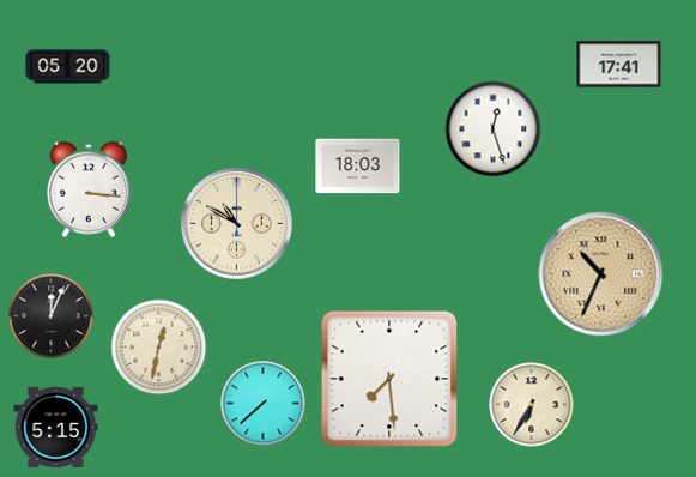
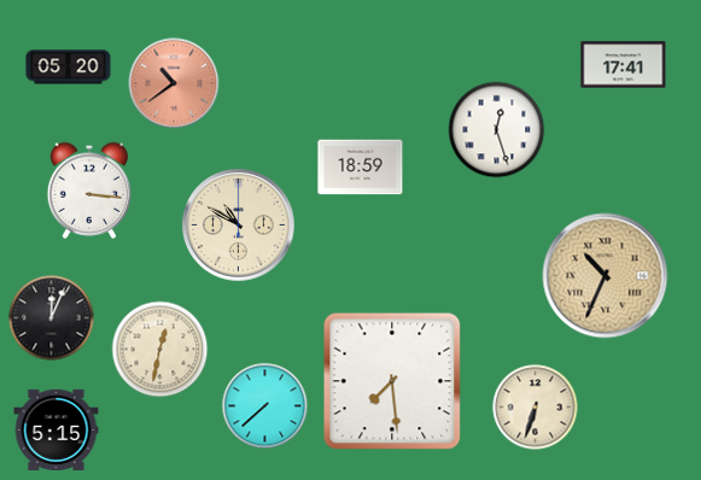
clock at (174, 83): none -> 10:39
clock at (358, 167): 18:03 -> 18:59
clock at (532, 405): 6:35 -> 6:33
